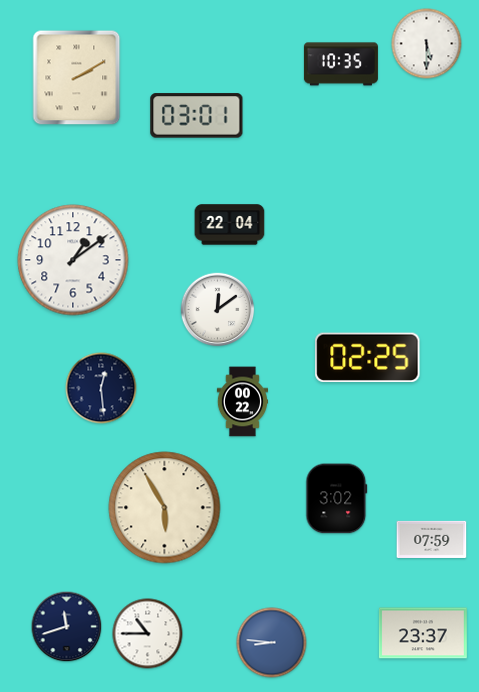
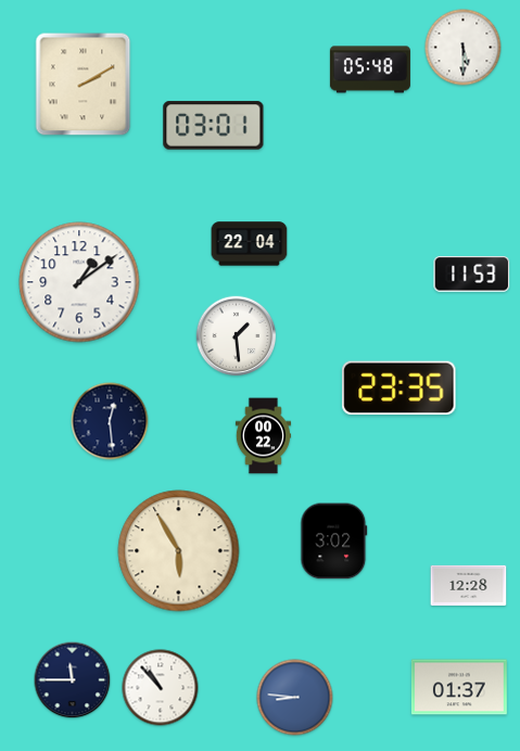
clock at (341, 64): 10:35 -> 05:48
clock at (472, 275): none -> 11:53
clock at (218, 310): 12:09 -> 1:29
clock at (368, 357): 02:25 -> 23:35
clock at (337, 499) position: (337, 499) -> (334, 542)
clock at (432, 539): 07:59 -> 12:28
clock at (67, 627): 11:42 -> 11:45
clock at (423, 633): 23:37 -> 01:37
clock at (148, 634): 10:45 -> 10:53
